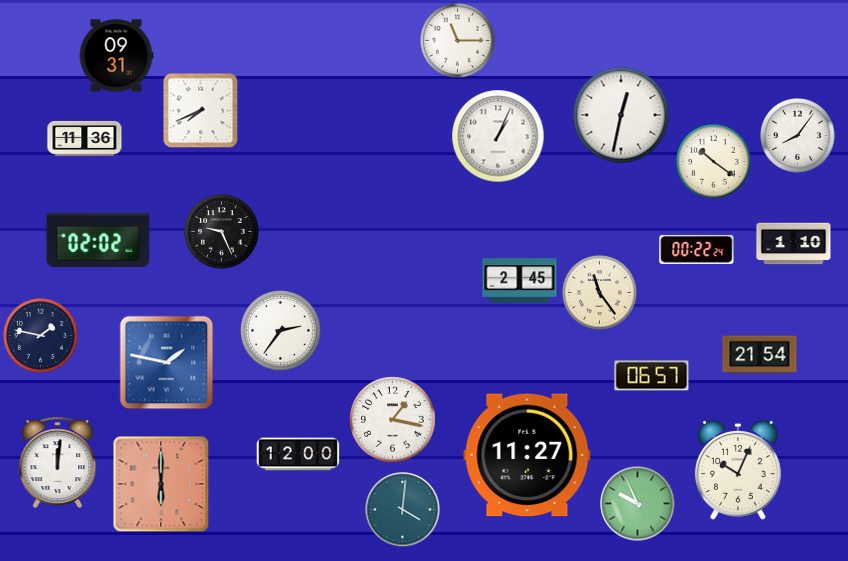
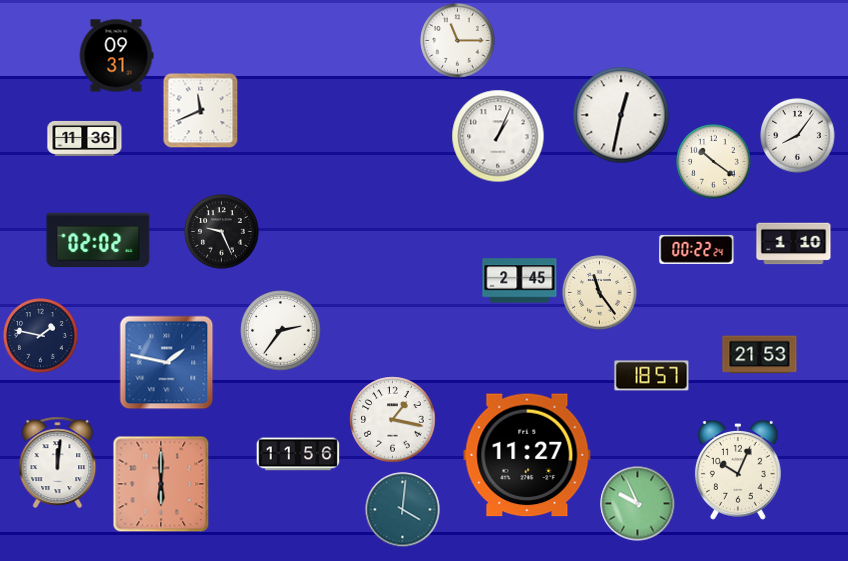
clock at (201, 111): 7:41 -> 11:41
clock at (760, 355): 21:54 -> 21:53
clock at (652, 376): 06:57 -> 18:57
clock at (298, 454): 12:00 -> 11:56
